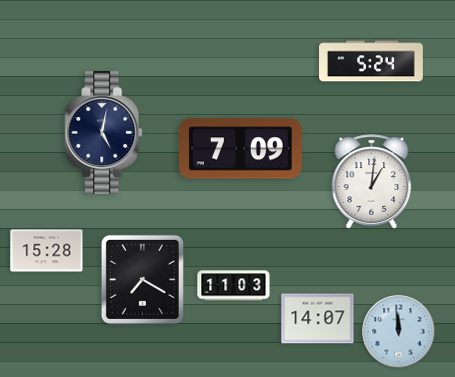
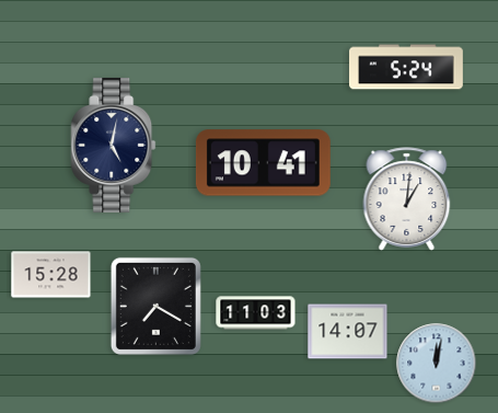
clock at (240, 149): 7:09 -> 10:41
clock at (318, 319) position: (318, 319) -> (348, 332)
clock at (399, 332): 11:59 -> 12:02
